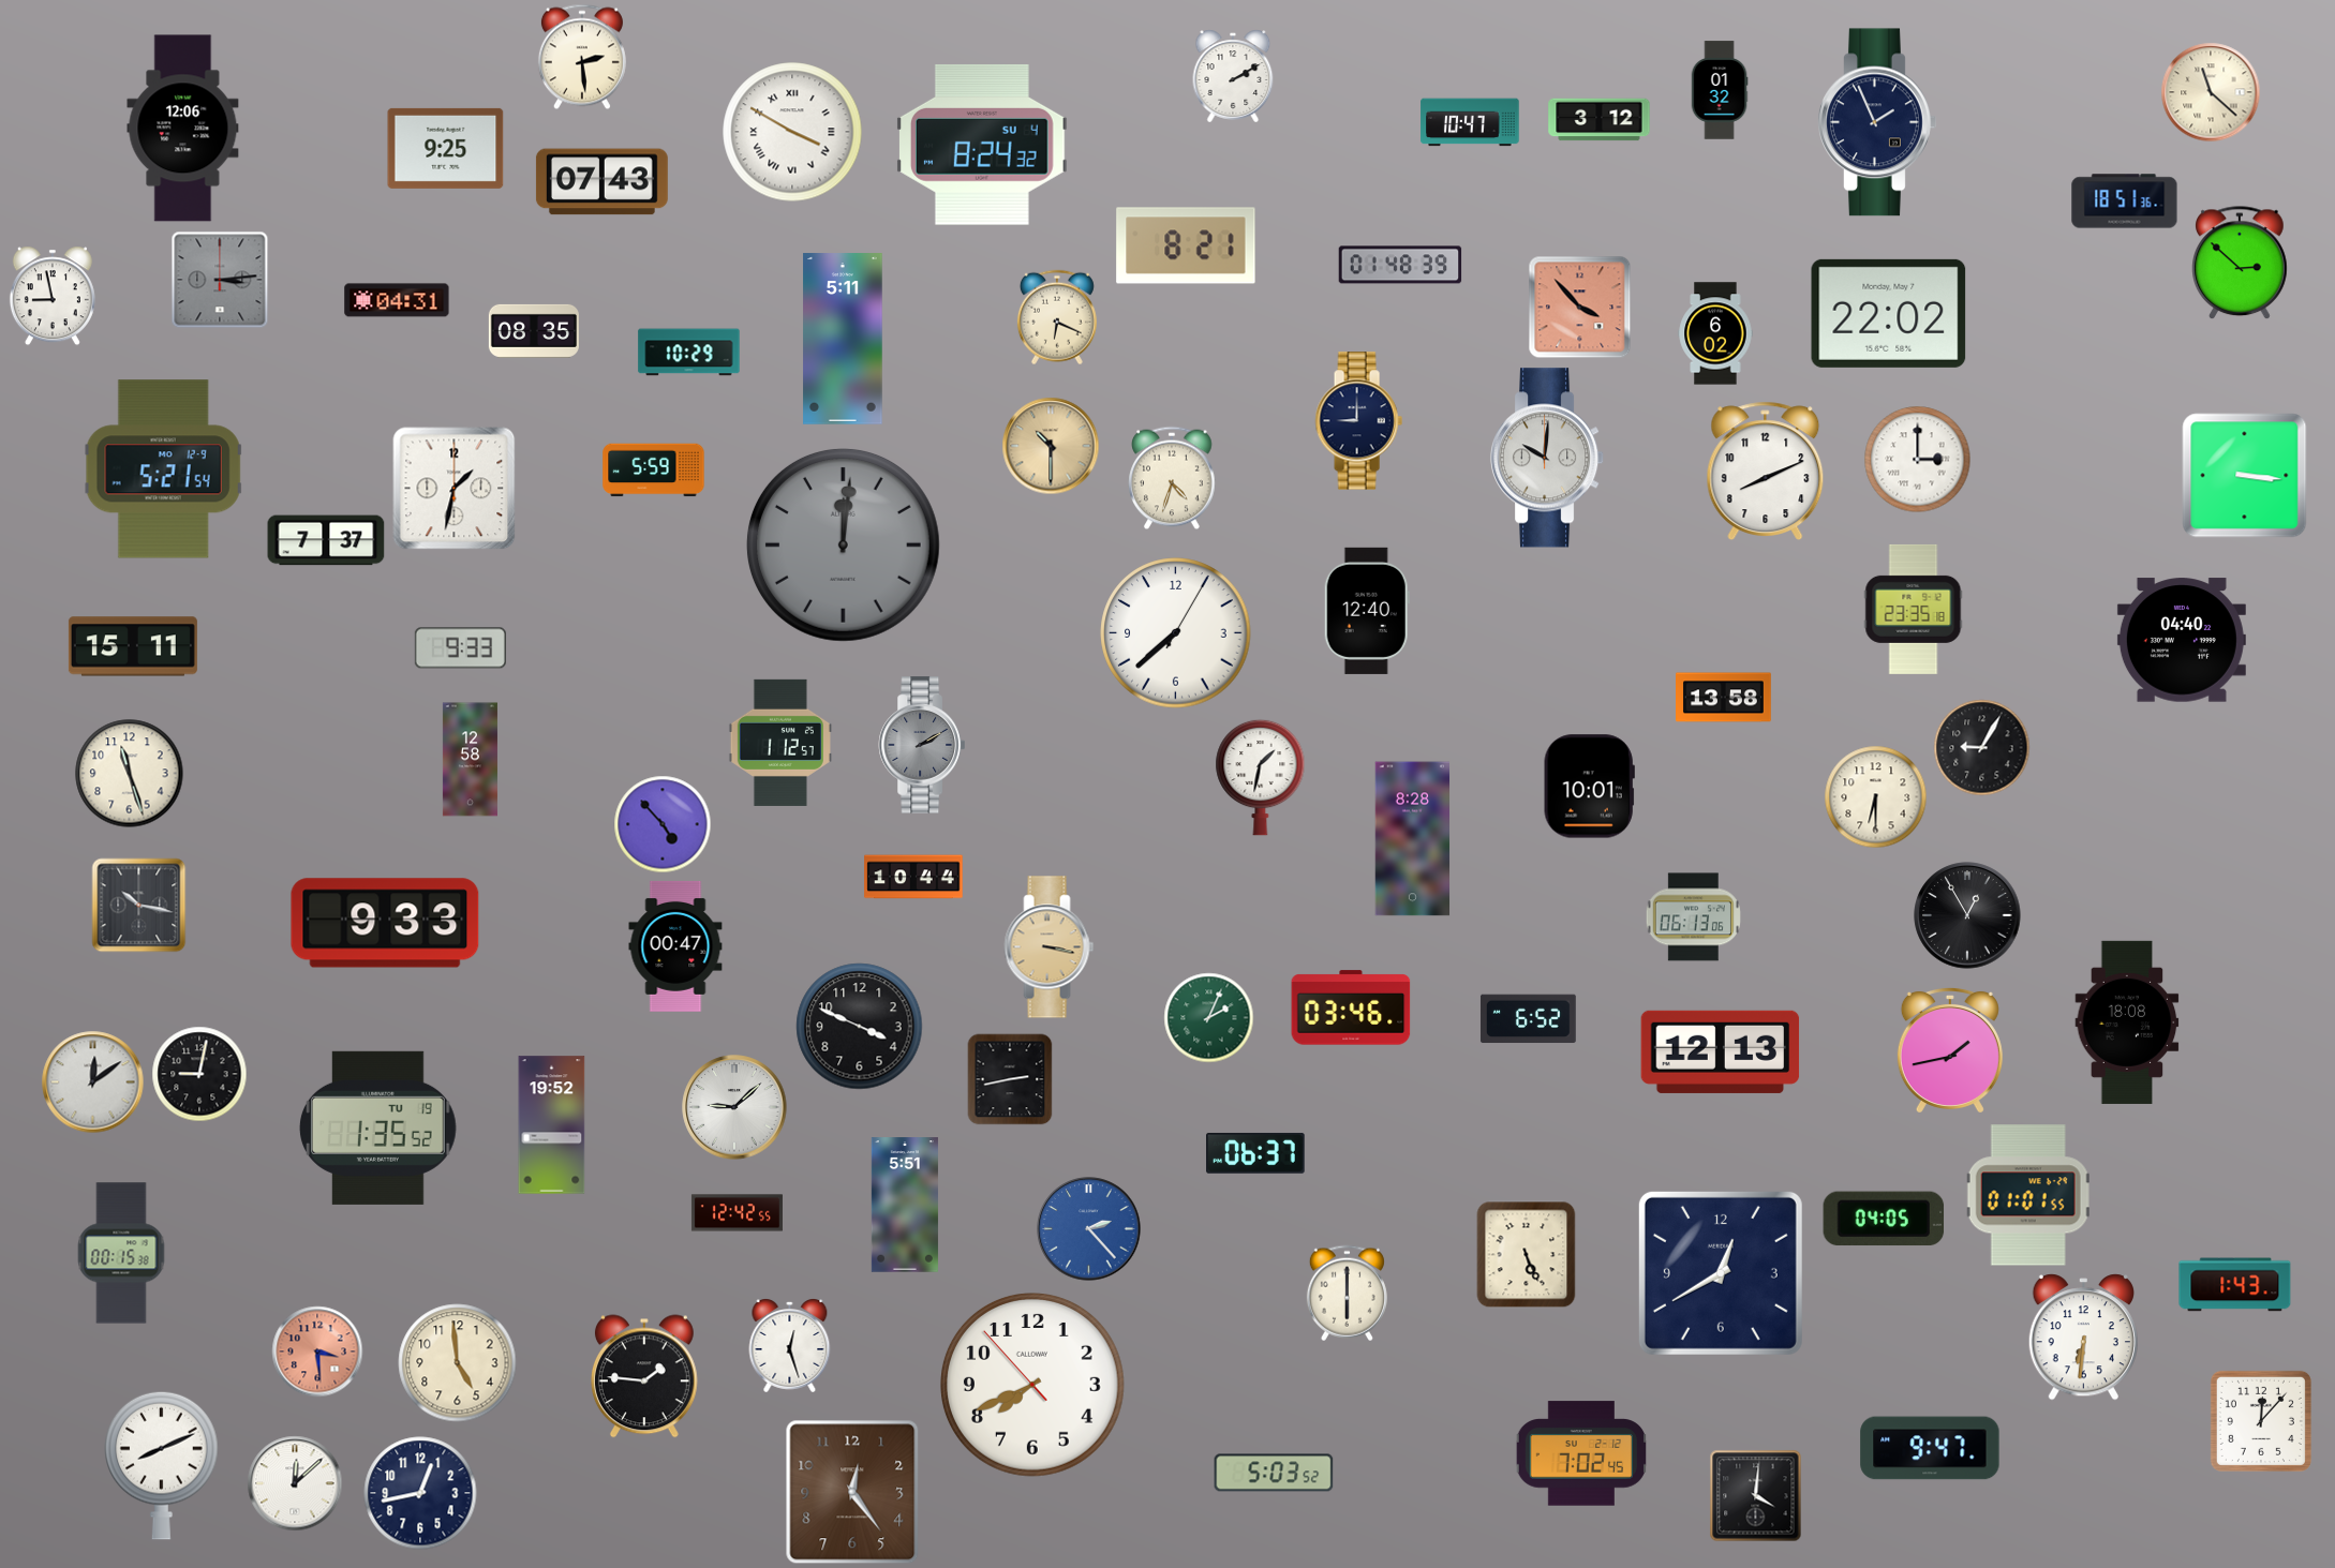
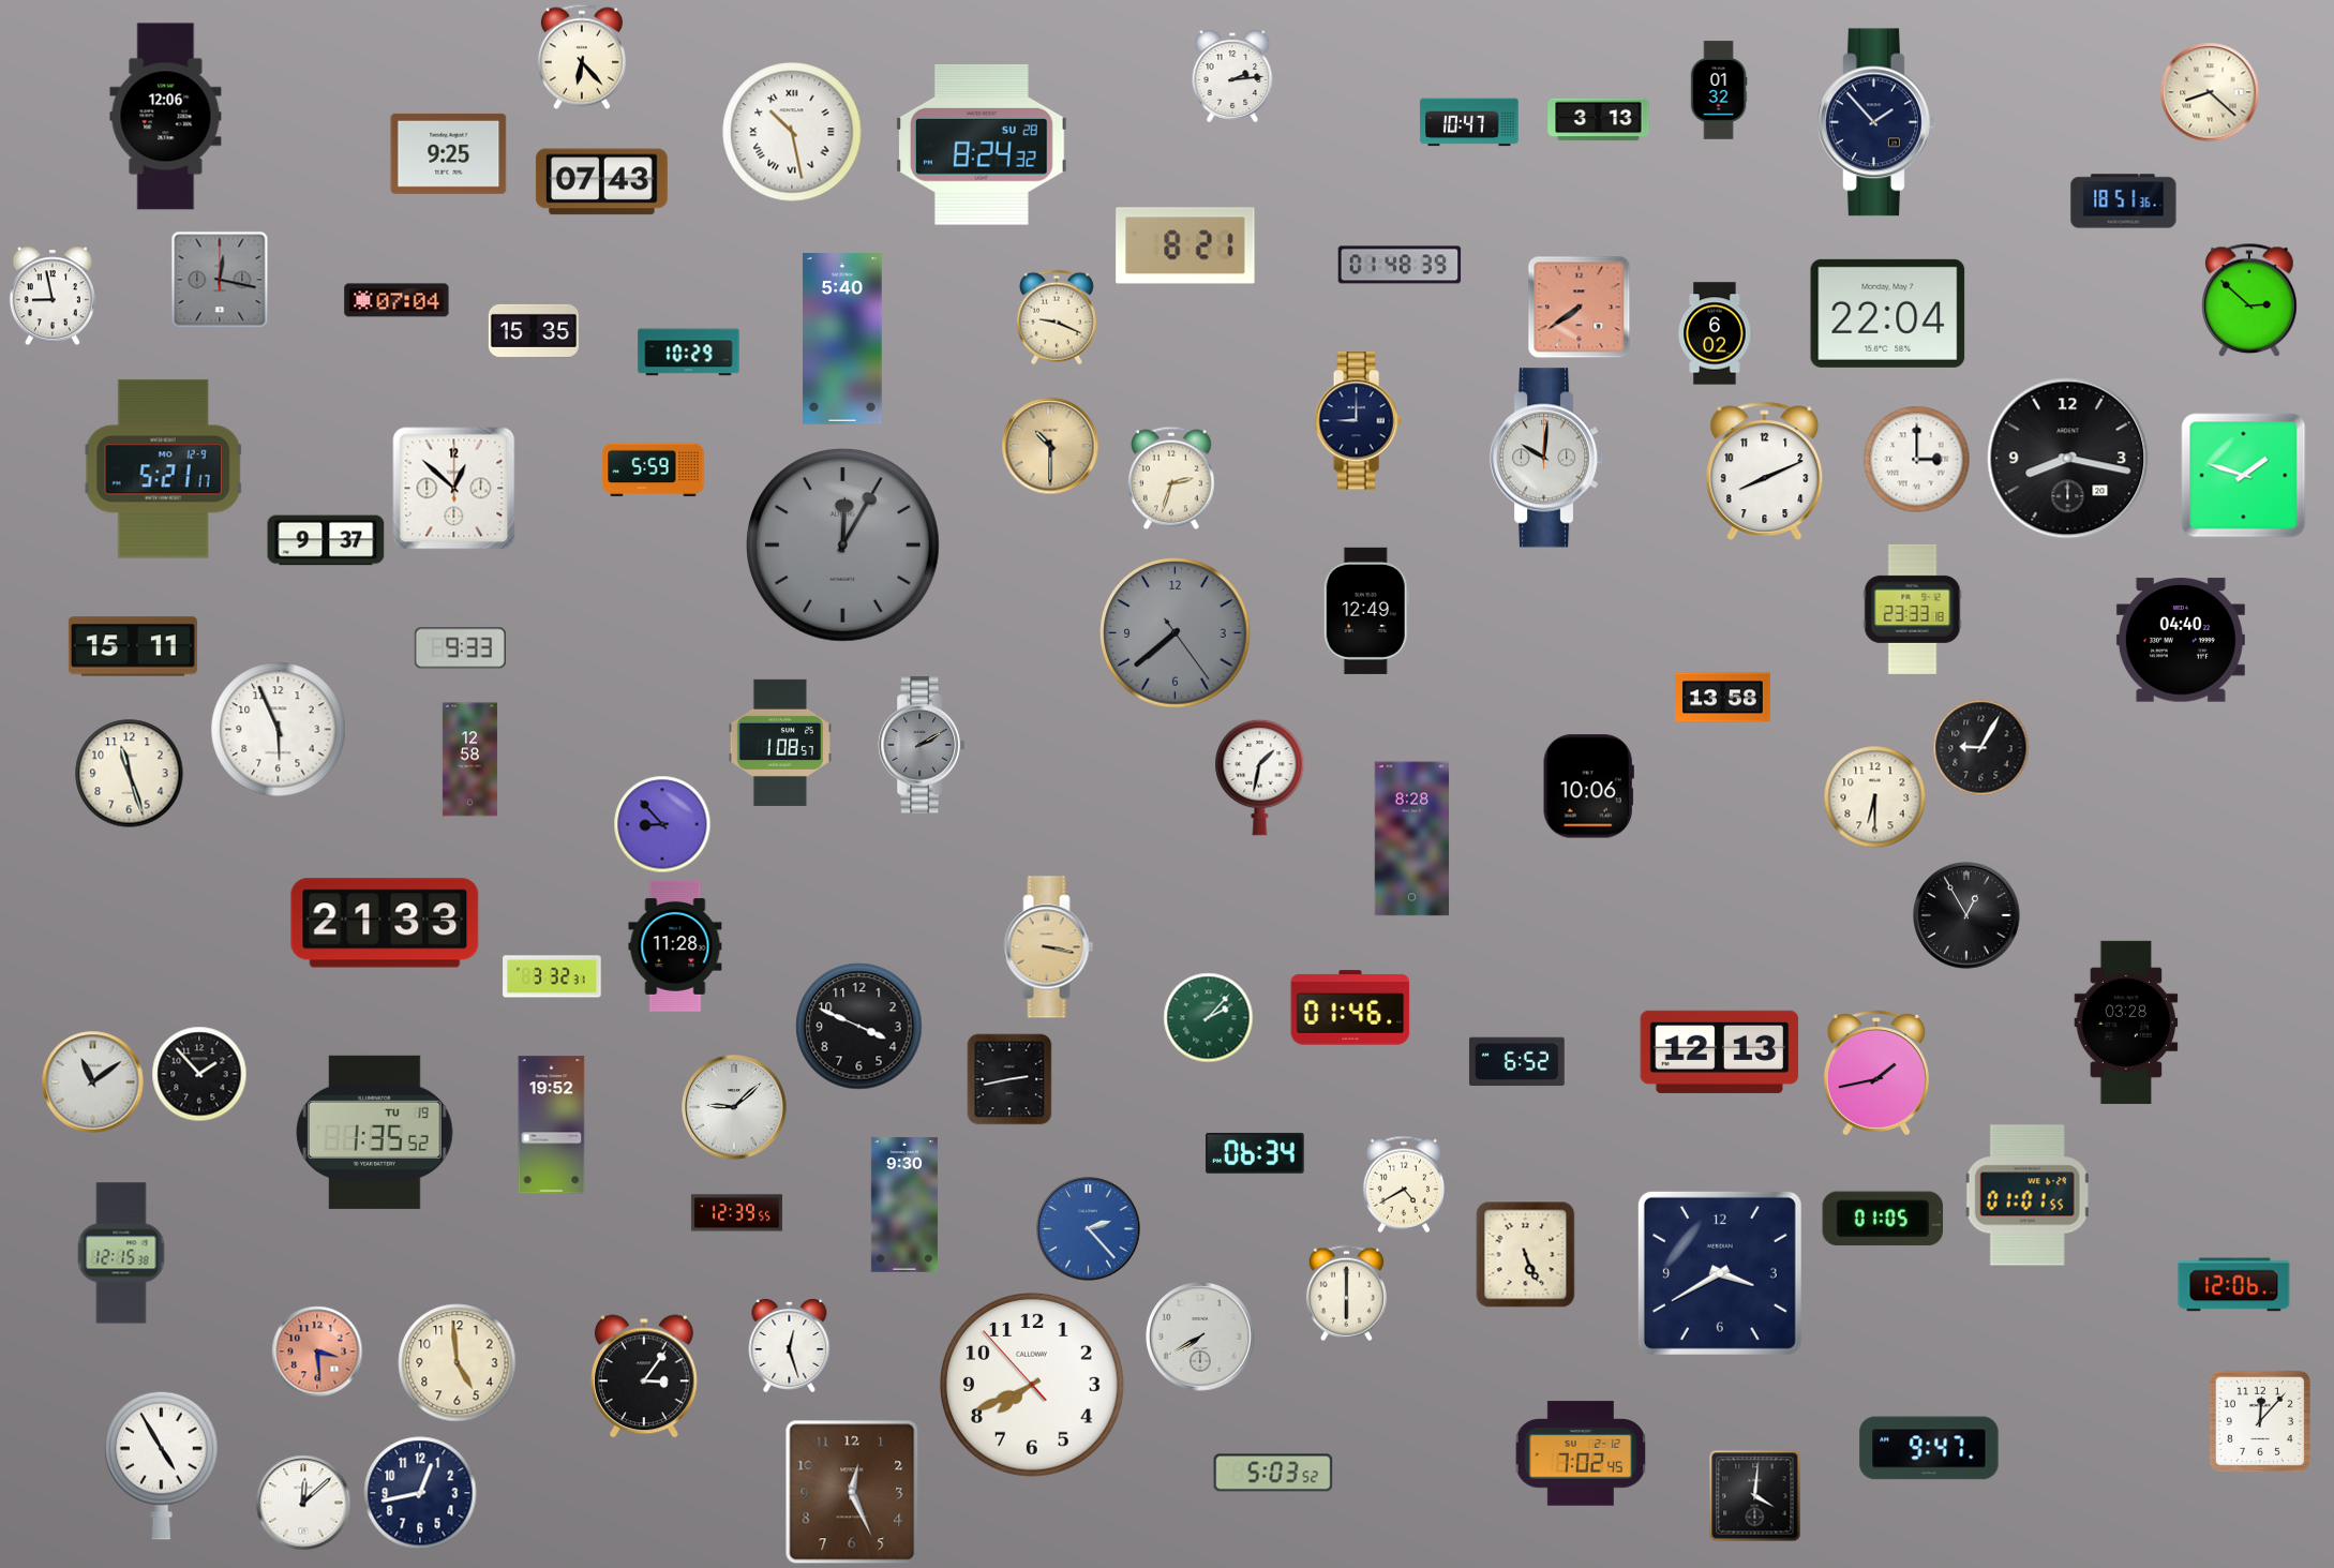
clock at (582, 57): 2:29 -> 6:23
clock at (1233, 76): 2:10 -> 2:14
clock at (2211, 92): 11:22 -> 8:22
clock at (1600, 120): 3:12 -> 3:13
clock at (1877, 122): 1:56 -> 1:53
clock at (183, 129) position: (183, 129) -> (166, 117)
clock at (792, 132): 3:50 -> 10:28
clock at (982, 145) date: SU 4 -> SU 28
clock at (446, 148) position: (446, 148) -> (449, 153)
clock at (2241, 264) position: (2241, 264) -> (2250, 301)
clock at (220, 280): 3:14 -> 12:17
clock at (397, 300): 04:31 -> 07:04
clock at (1580, 308): 3:53 -> 7:39
clock at (1889, 313): 22:02 -> 22:04
clock at (1057, 317): 6:19 -> 9:19
clock at (534, 331): 08:35 -> 15:35
clock at (843, 339): 5:11 -> 5:40
clock at (2068, 459): none -> 8:17
clock at (164, 469): 5:21:54 -> 5:21:17
clock at (2245, 476): 3:16 -> 1:48
clock at (1172, 478): 4:33 -> 2:33
clock at (455, 489): 1:32 -> 12:52
clock at (326, 540): 7:37 -> 9:37
clock at (843, 544): 12:01 -> 12:05
clock at (1914, 609): 23:35 -> 23:33
clock at (1367, 611): 12:40 -> 12:49
clock at (1176, 633): 7:38:05 -> 7:38:24
clock at (1176, 633) dial: white -> grey
clock at (279, 730): none -> 5:56
clock at (780, 743): 1:12 -> 1:08
clock at (1589, 787): 10:01 -> 10:06
clock at (663, 824): 4:53 -> 8:53
clock at (913, 877): 10:44 -> none
clock at (139, 906): 10:17 -> none
clock at (1693, 917): 06:13 -> none
clock at (385, 923): 9:33 -> 21:33
clock at (675, 946): 00:47 -> 11:28
clock at (552, 976): none -> 3:32
clock at (1351, 1007): 03:46 -> 01:46
clock at (1209, 1018): 2:04 -> 2:07
clock at (1528, 1019) position: (1528, 1019) -> (1516, 1062)
clock at (2127, 1022): 18:08 -> 03:28
clock at (1950, 1049) position: (1950, 1049) -> (1876, 1072)
clock at (199, 1074): 9:02 -> 1:53
clock at (93, 1082): 12:09 -> 11:09
clock at (378, 1128) position: (378, 1128) -> (375, 1132)
clock at (1255, 1153): 06:37 -> 06:34
clock at (1403, 1184): none -> 4:40
clock at (905, 1205): 5:51 -> 9:30
clock at (737, 1213): 12:42 -> 12:39
clock at (1884, 1219): 04:05 -> 01:05
clock at (121, 1253): 00:15 -> 12:15
clock at (1721, 1273): 12:40 -> 3:40
clock at (2235, 1285): 1:43 -> 12:06
clock at (1200, 1336): none -> 7:40
clock at (2083, 1338): 6:31 -> none
clock at (644, 1376): 1:46 -> 3:06
clock at (162, 1465): 8:11 -> 4:55
clock at (295, 1483) position: (295, 1483) -> (303, 1503)
clock at (852, 1492): 12:24 -> 12:26
